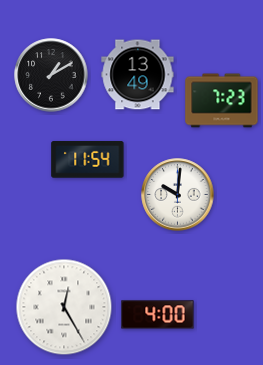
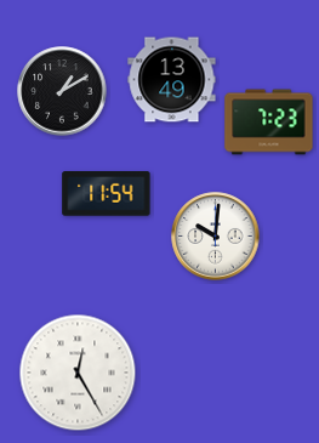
clock at (138, 75) position: (138, 75) -> (172, 80)
clock at (158, 315): 4:00 -> none
